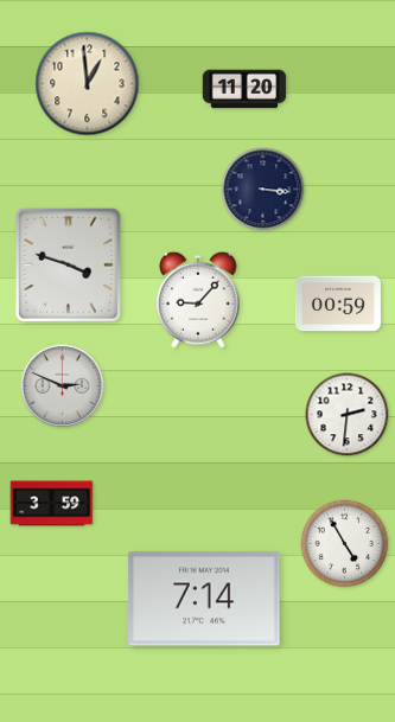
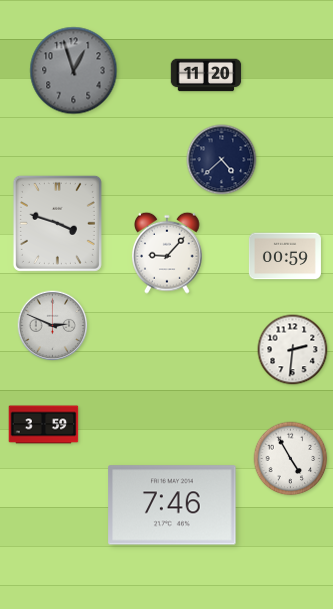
clock at (88, 84): 12:59 -> 12:57
clock at (88, 84) dial: cream -> grey
clock at (263, 190): 3:16 -> 4:38
clock at (204, 599): 7:14 -> 7:46
